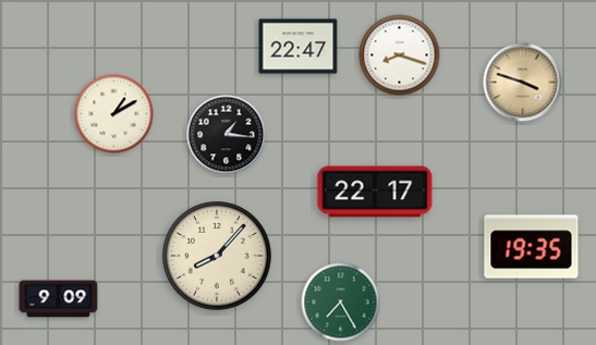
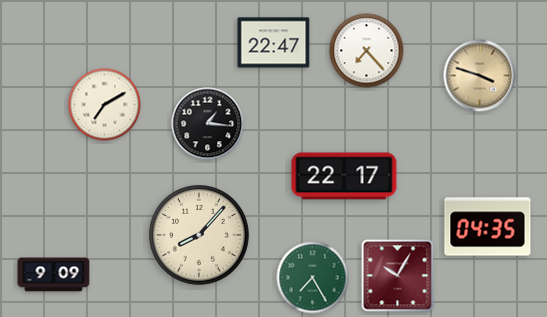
clock at (400, 56): 8:18 -> 7:23
clock at (114, 114): 1:10 -> 7:10
clock at (532, 247): 19:35 -> 04:35
clock at (398, 276): none -> 10:05
